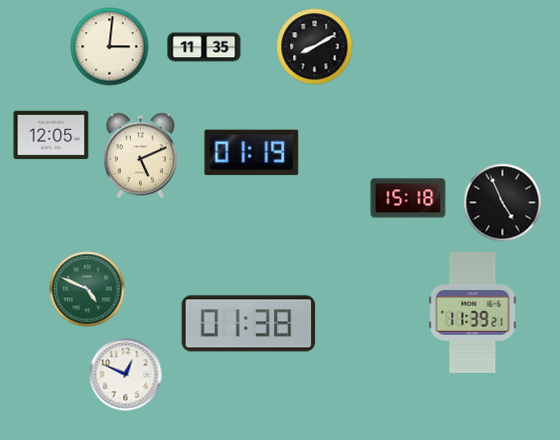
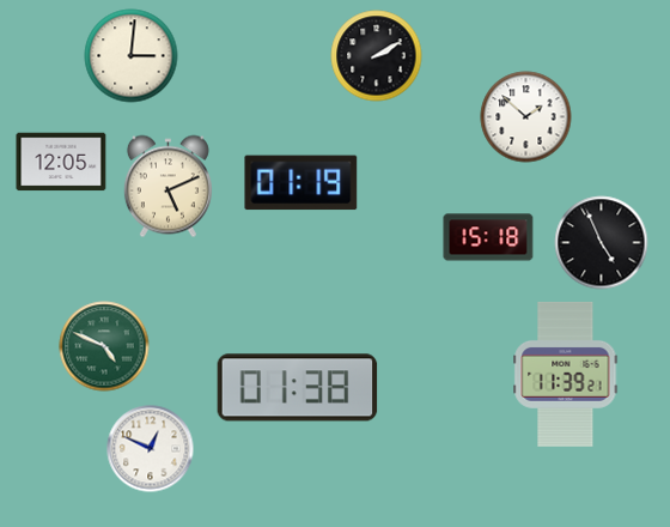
clock at (204, 47): 11:35 -> none
clock at (315, 47): 8:10 -> 2:10
clock at (526, 117): none -> 1:52
